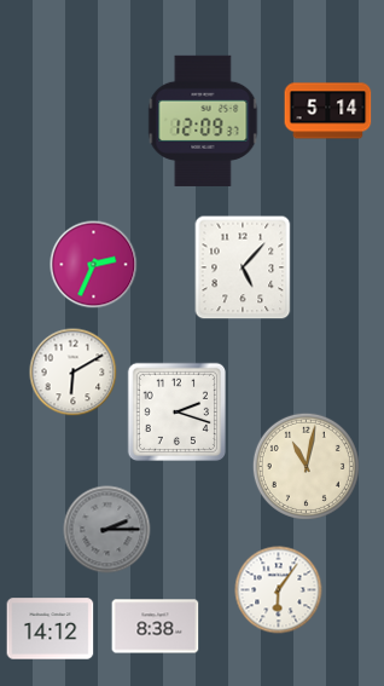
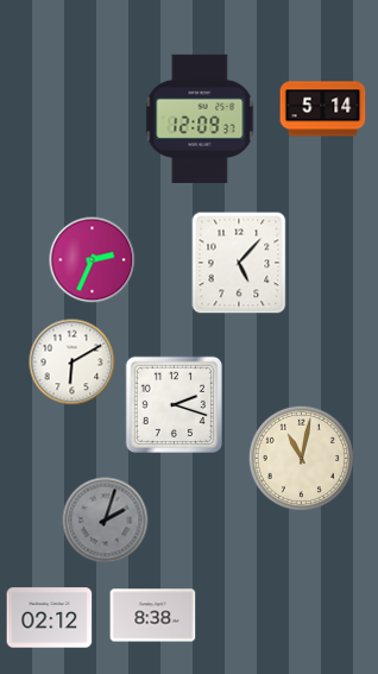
clock at (74, 373) position: (74, 373) -> (73, 363)
clock at (107, 530): 2:15 -> 2:03
clock at (279, 590): 6:06 -> none
clock at (51, 629): 14:12 -> 02:12
